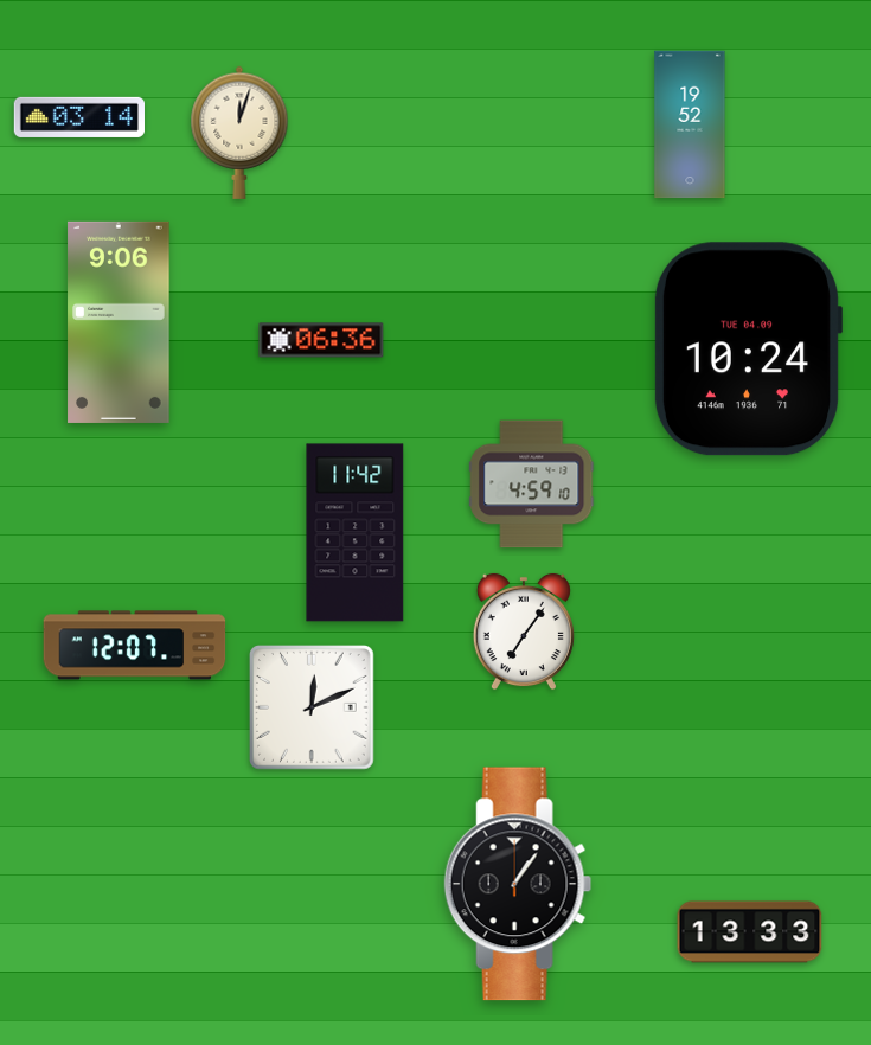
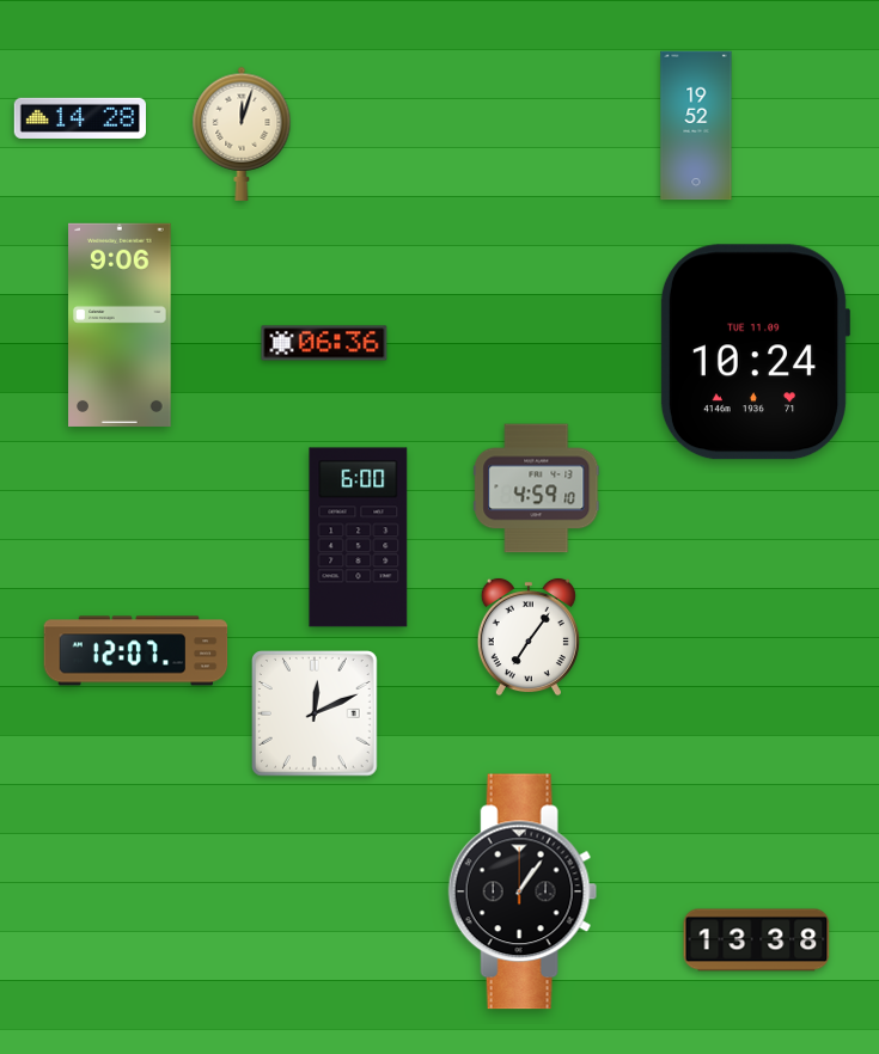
clock at (78, 117): 03:14 -> 14:28
clock at (748, 350) date: TUE 04.09 -> TUE 11.09
clock at (356, 533): 11:42 -> 6:00
clock at (750, 932): 13:33 -> 13:38
